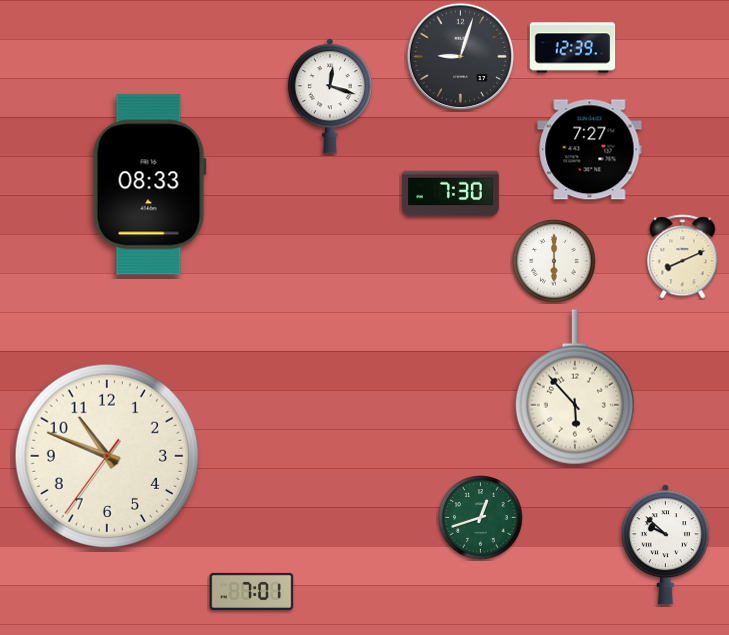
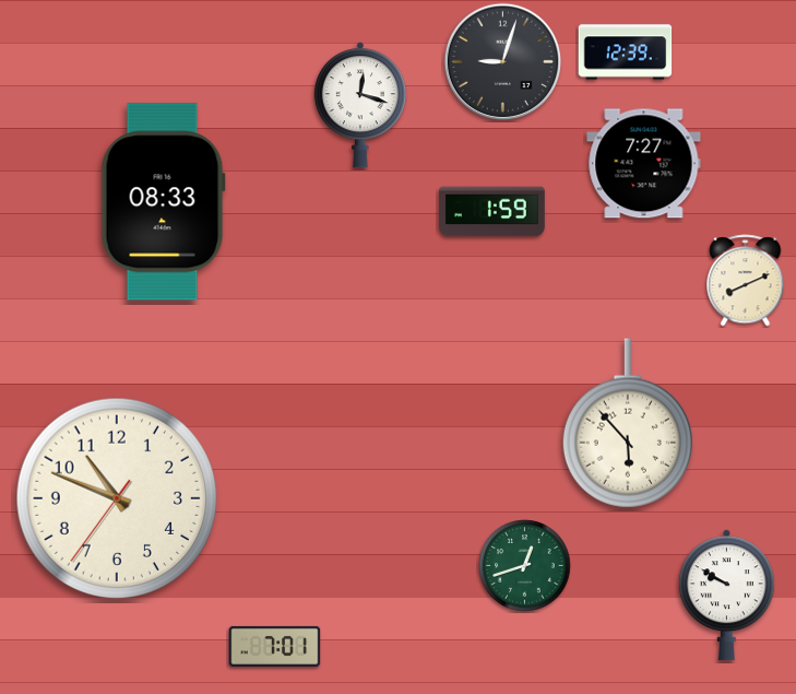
clock at (451, 194): 7:30 -> 1:59
clock at (554, 261): 6:00 -> none
clock at (665, 545): 9:52 -> 9:50
